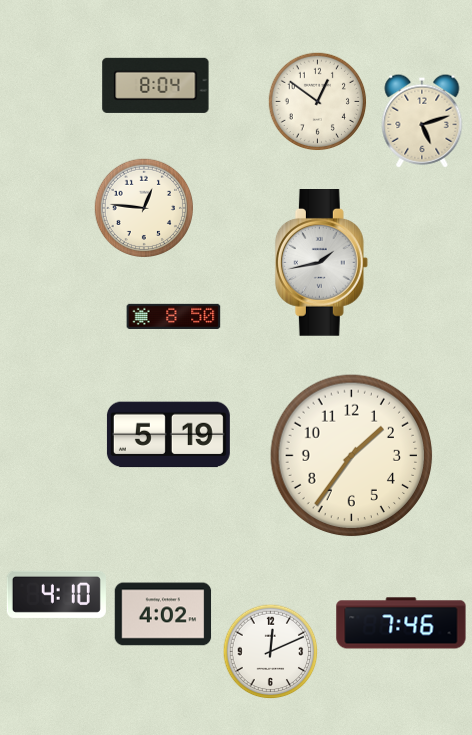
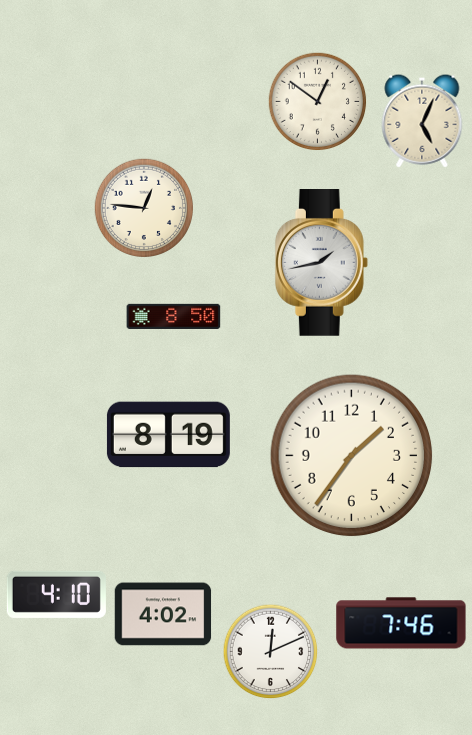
clock at (156, 85): 8:04 -> none
clock at (422, 121): 5:12 -> 5:04
clock at (168, 435): 5:19 -> 8:19
